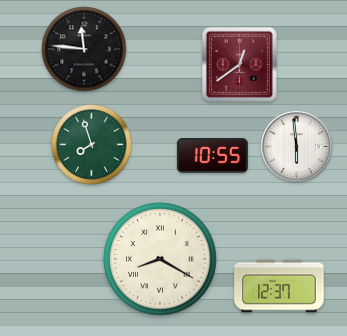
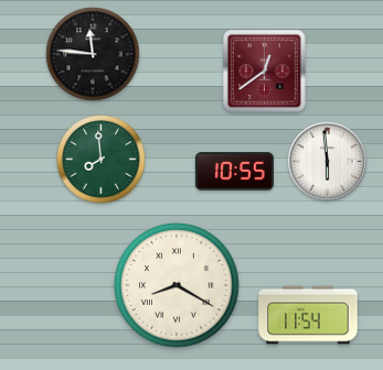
clock at (92, 145): 7:57 -> 7:59
clock at (279, 286): 12:37 -> 11:54
